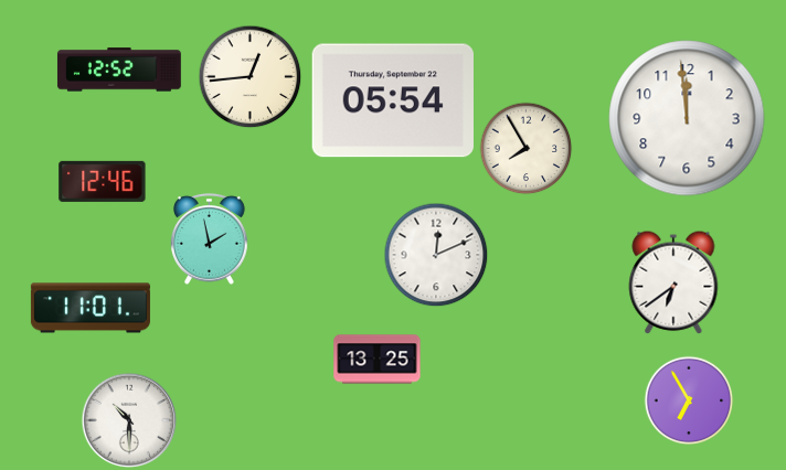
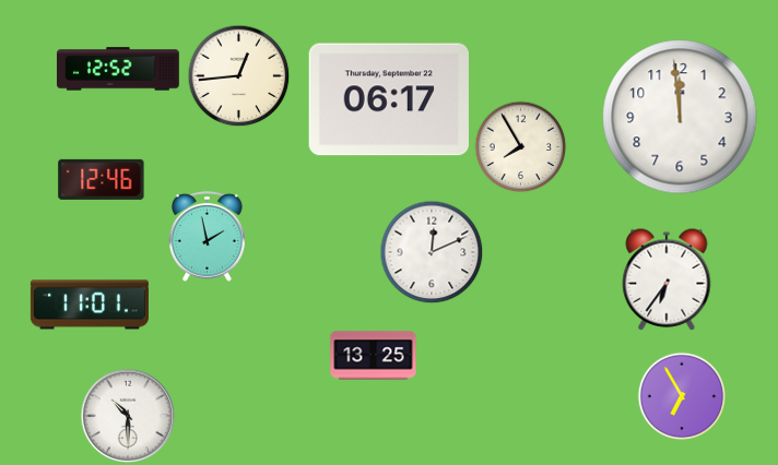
clock at (249, 76) position: (249, 76) -> (238, 75)
clock at (393, 100): 05:54 -> 06:17
clock at (673, 282): 6:39 -> 6:36
